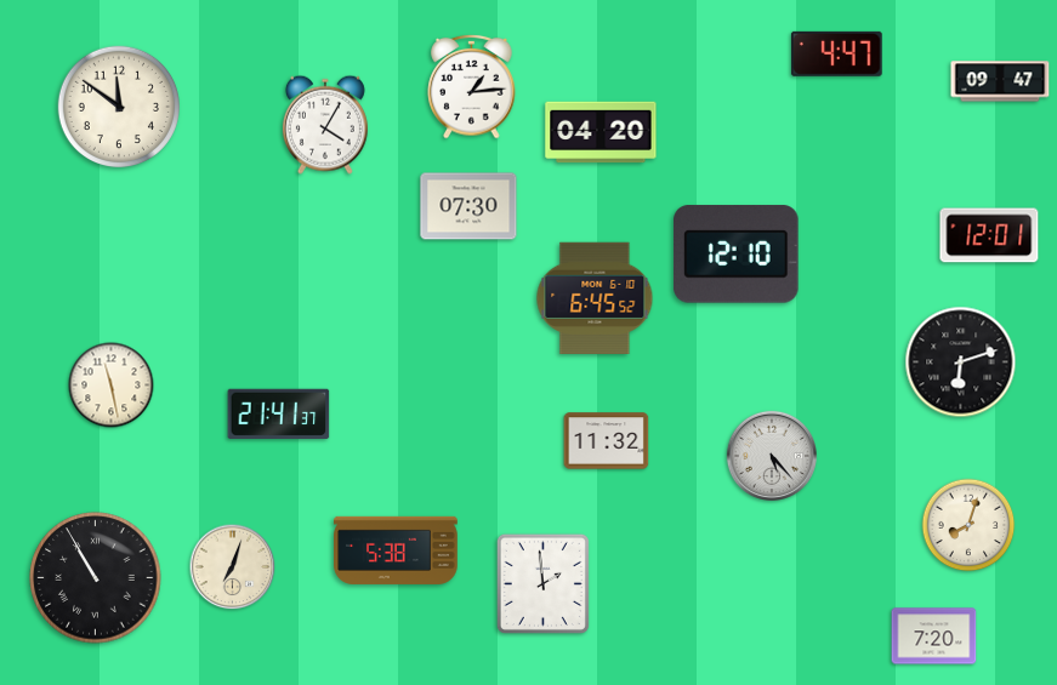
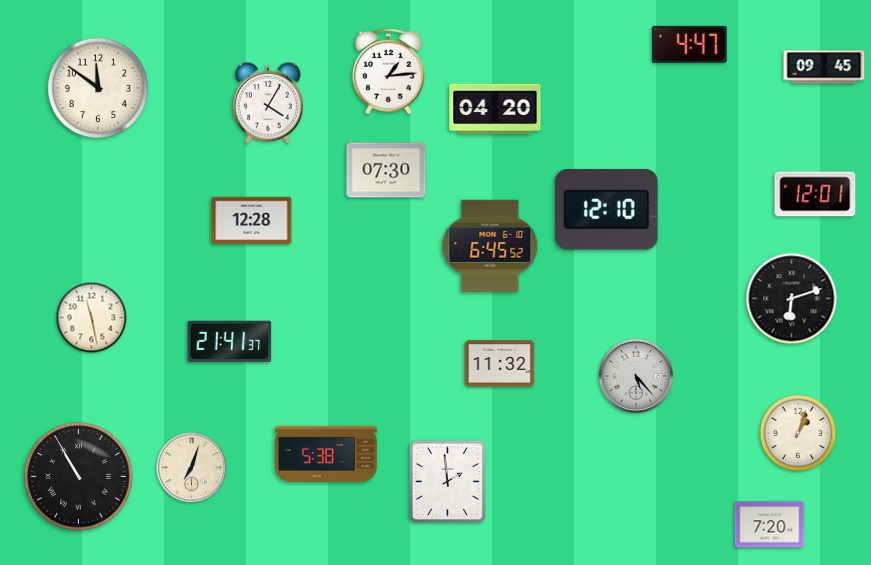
clock at (1000, 81): 09:47 -> 09:45
clock at (252, 221): none -> 12:28
clock at (968, 525): 8:03 -> 1:03
